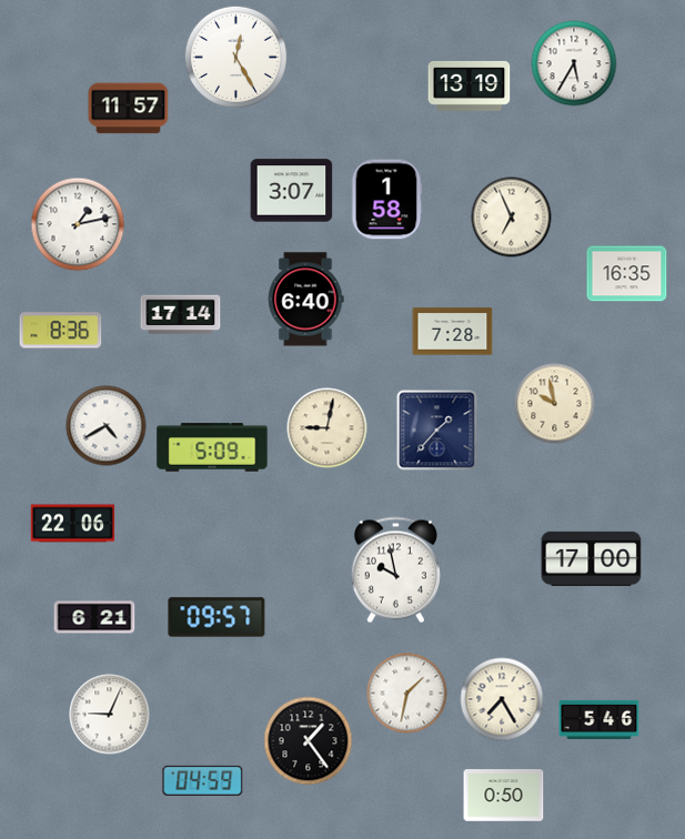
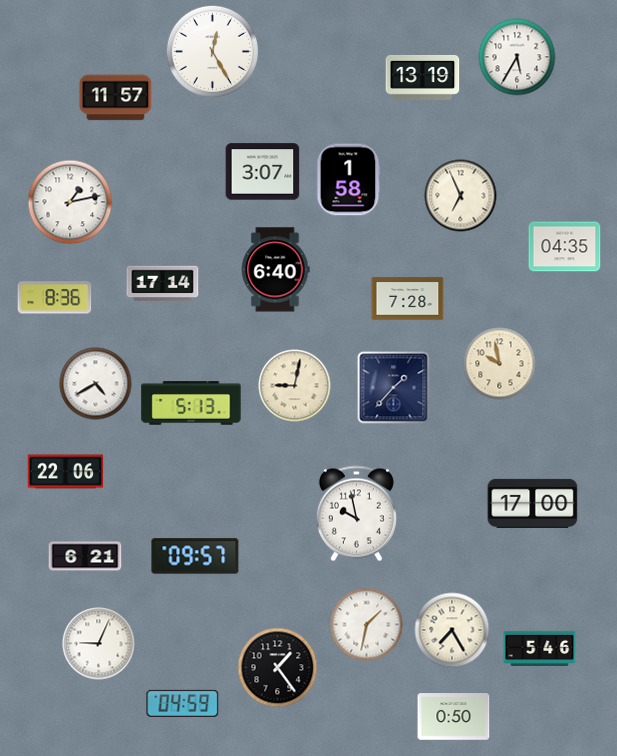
clock at (627, 274): 16:35 -> 04:35
clock at (212, 447): 5:09 -> 5:13
